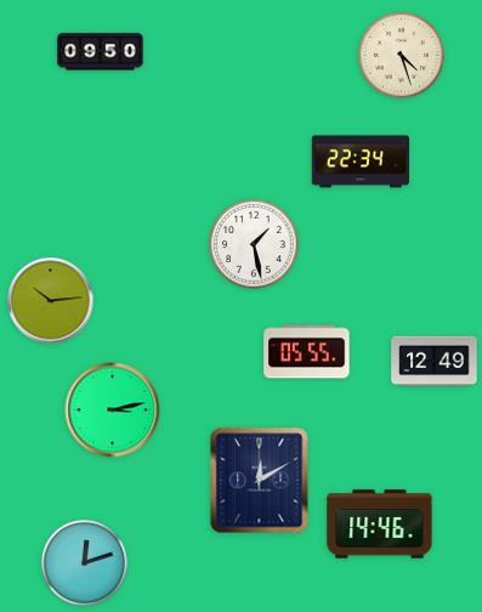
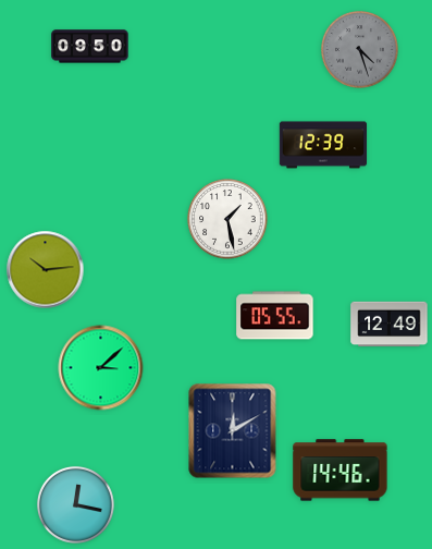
clock at (401, 55) dial: cream -> grey
clock at (361, 161): 22:34 -> 12:39
clock at (113, 410): 3:13 -> 3:08
clock at (84, 562): 12:12 -> 12:17
